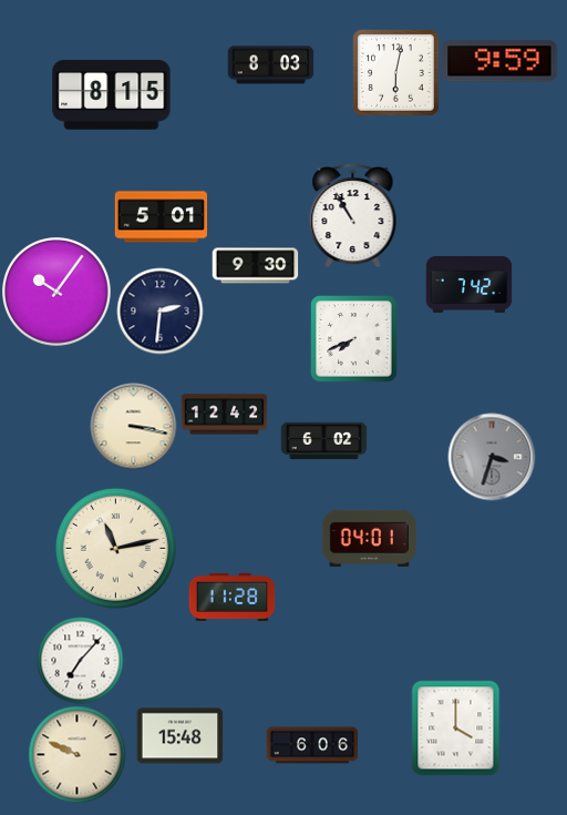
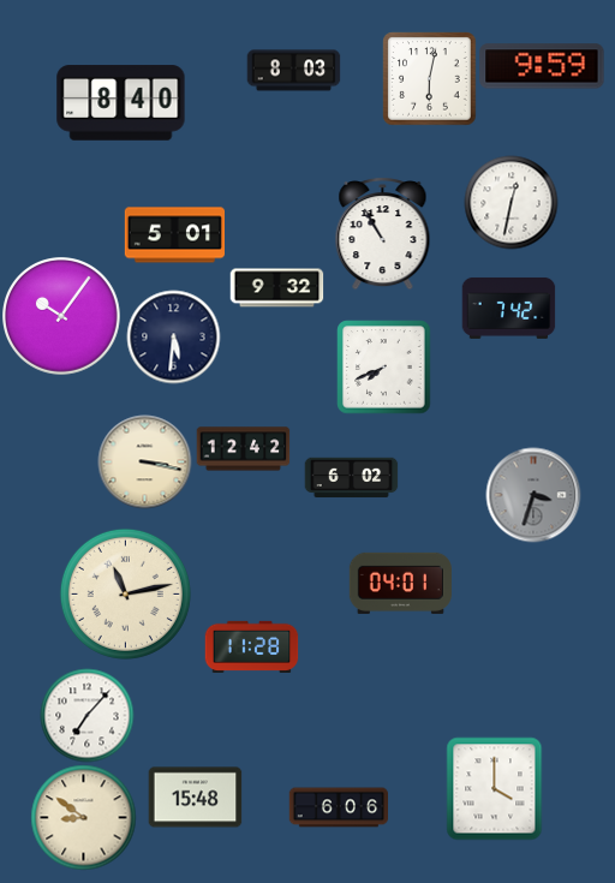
clock at (112, 95): 8:15 -> 8:40
clock at (510, 202): none -> 12:32
clock at (255, 266): 9:30 -> 9:32
clock at (159, 310): 2:31 -> 5:31
clock at (76, 754): 9:49 -> 8:51
